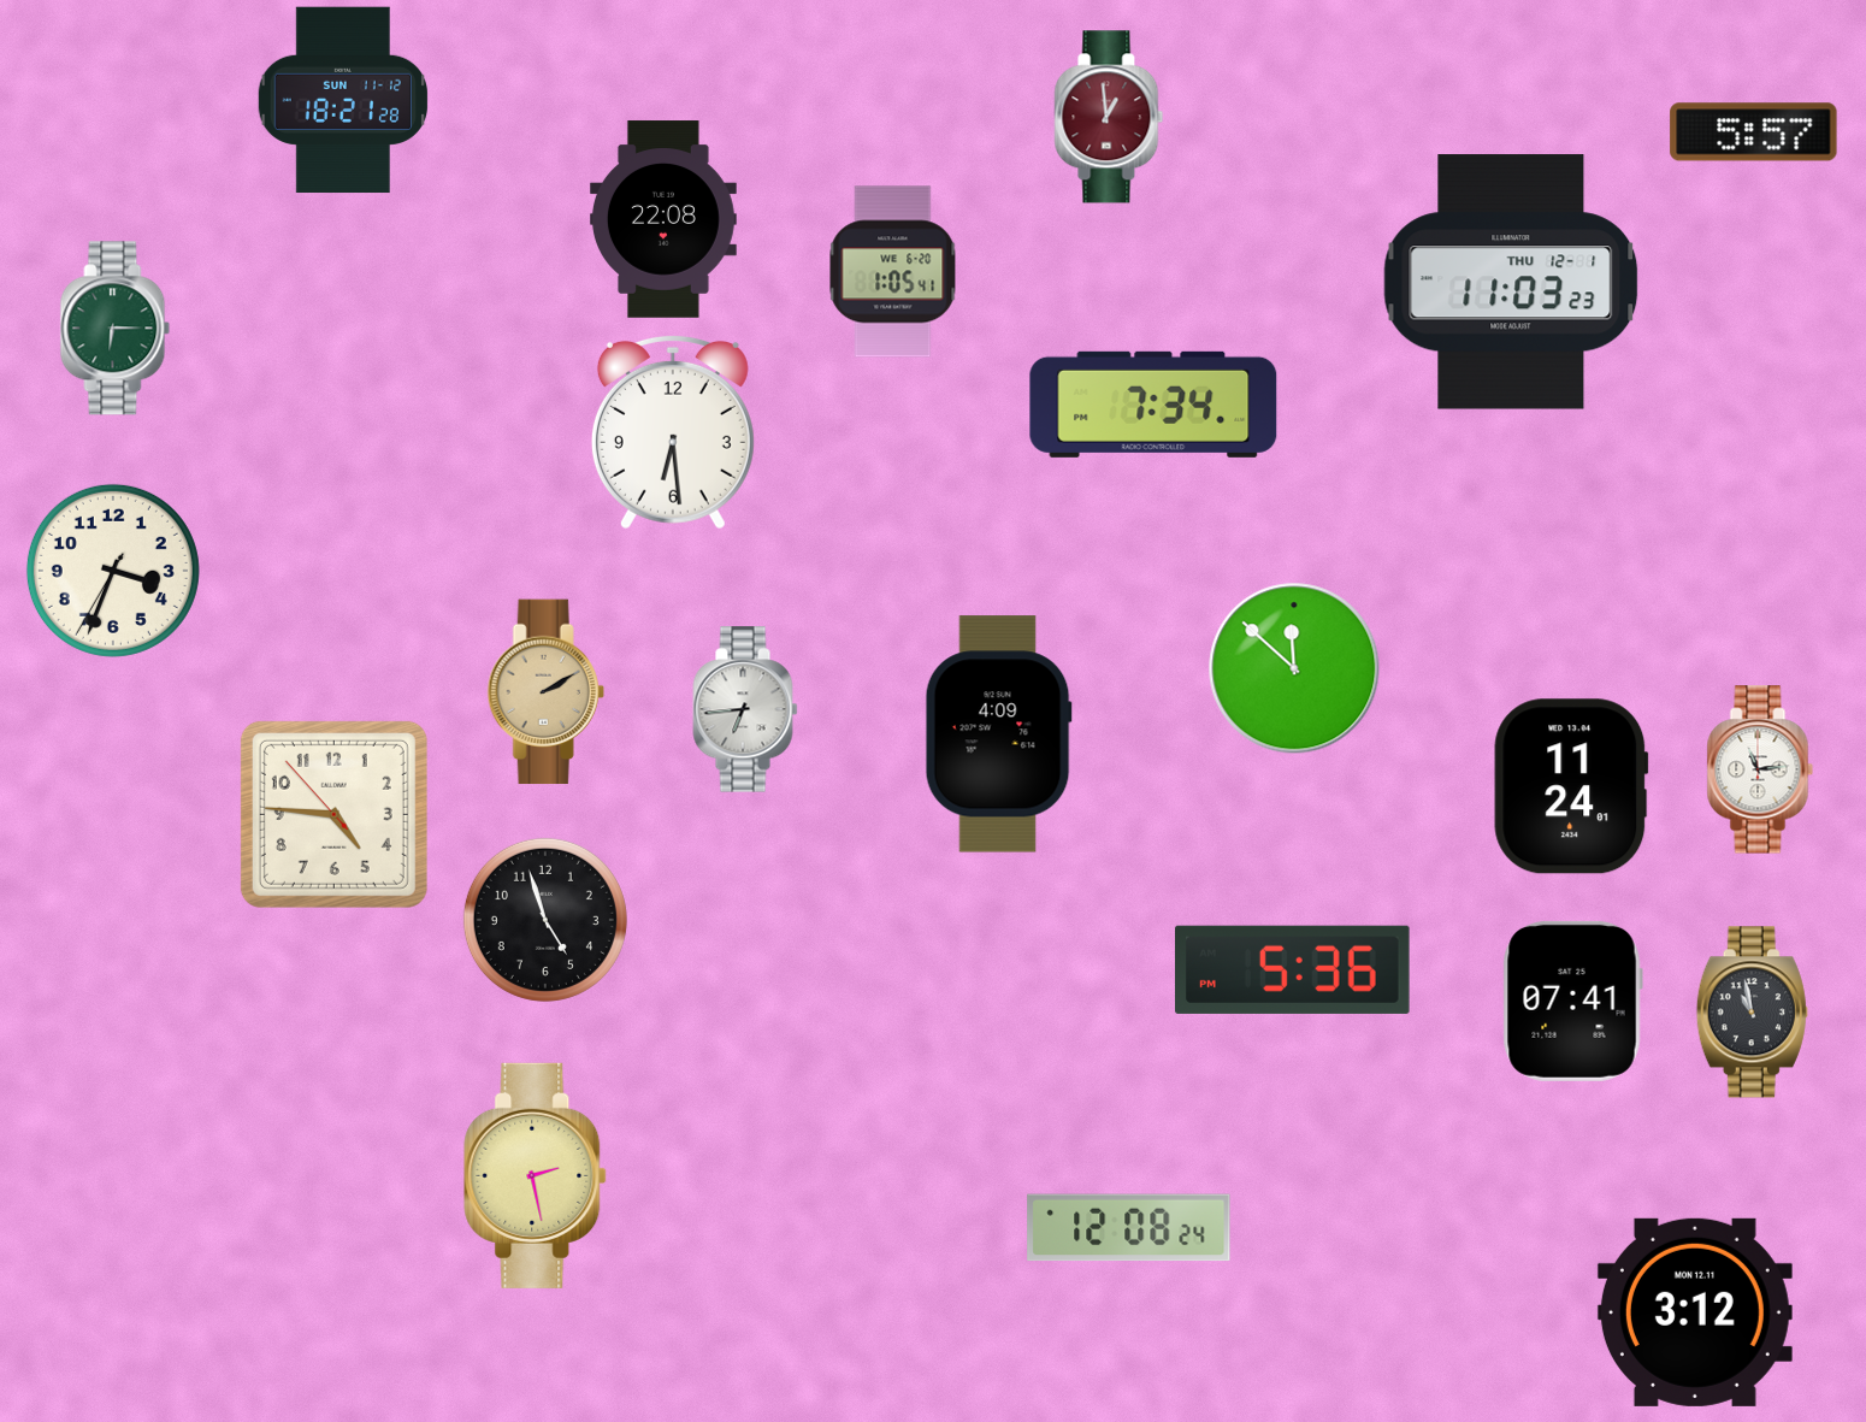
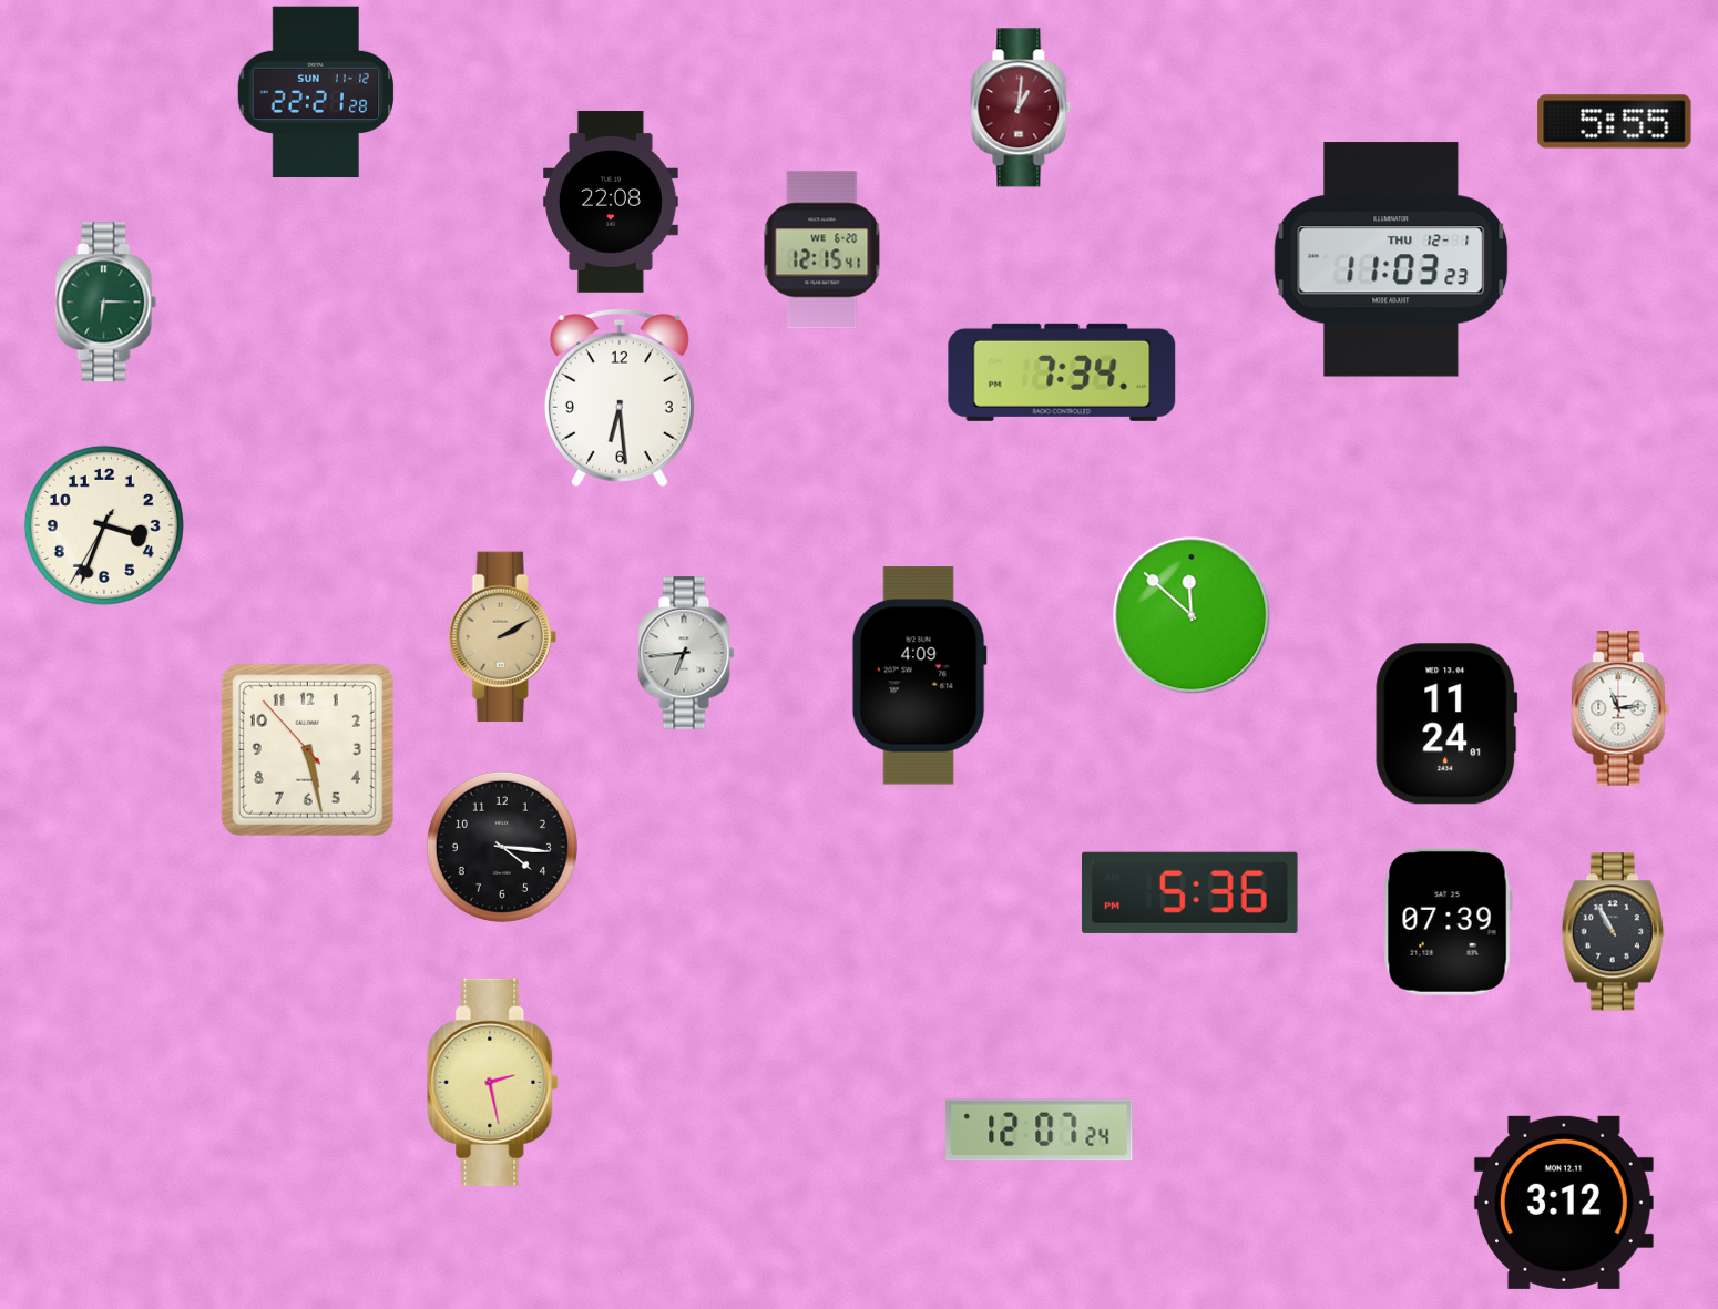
clock at (342, 100): 18:21 -> 22:21
clock at (1109, 117): 12:59 -> 1:01
clock at (1754, 132): 5:57 -> 5:55
clock at (893, 272): 1:05 -> 12:15
clock at (333, 814): 4:45 -> 5:27
clock at (545, 920): 4:57 -> 4:16
clock at (1572, 1001): 07:41 -> 07:39
clock at (1752, 1013): 10:58 -> 10:55
clock at (1129, 1228): 12:08 -> 12:07
clock at (1695, 1312) position: (1695, 1312) -> (1564, 1203)
